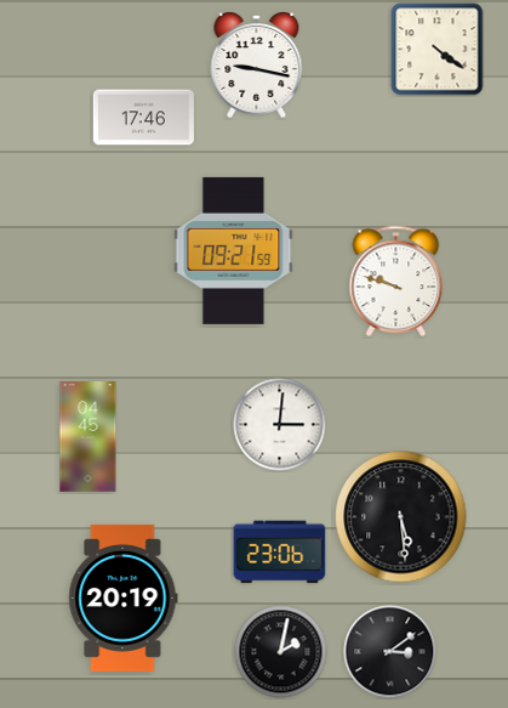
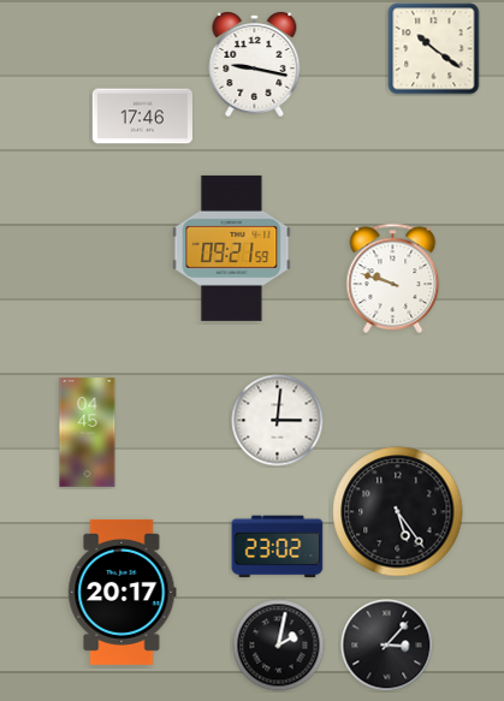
clock at (438, 50): 4:21 -> 10:21
clock at (401, 517): 5:29 -> 5:24
clock at (280, 553): 23:06 -> 23:02
clock at (124, 597): 20:19 -> 20:17
clock at (390, 652): 3:09 -> 3:07
